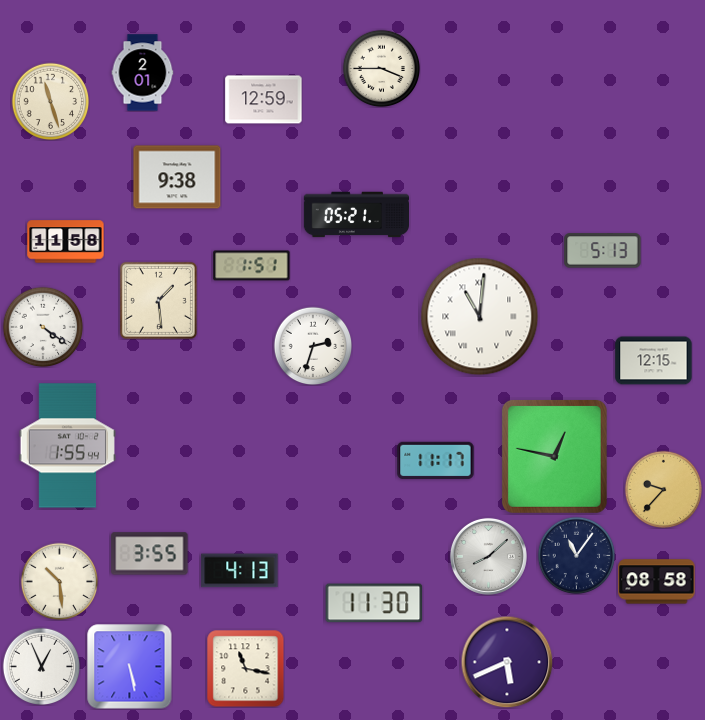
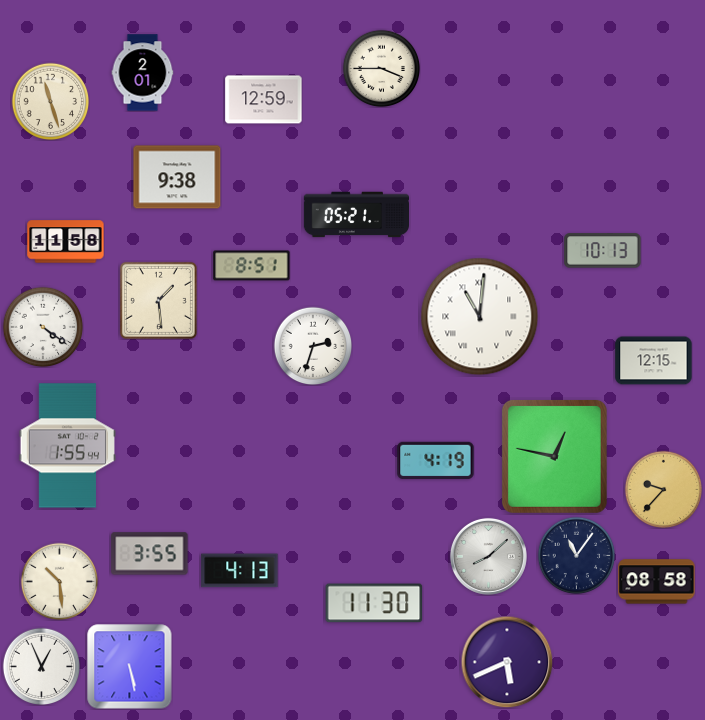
clock at (603, 251): 5:13 -> 10:13
clock at (252, 266): 1:51 -> 8:51
clock at (436, 461): 11:17 -> 4:19
clock at (245, 668): 11:17 -> none
